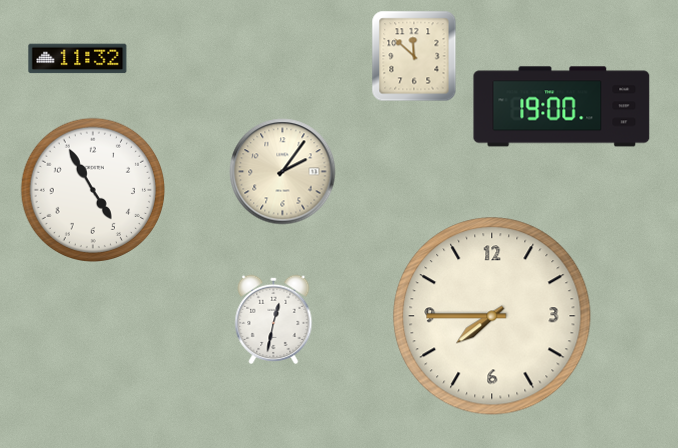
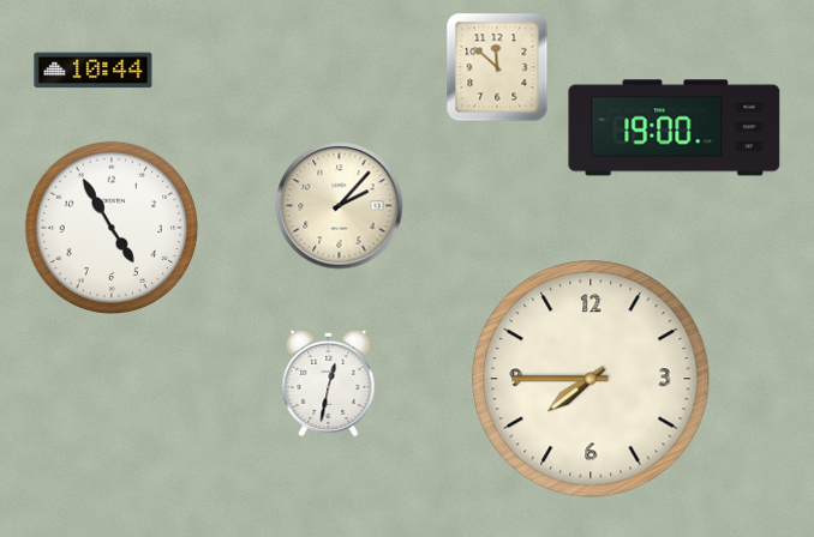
clock at (78, 59): 11:32 -> 10:44
clock at (283, 172): 2:06 -> 2:07
